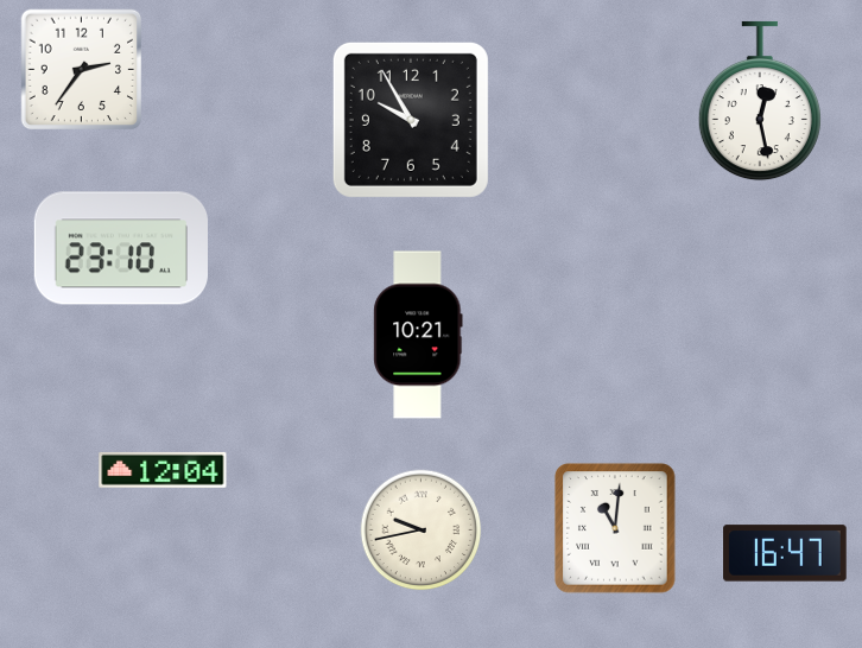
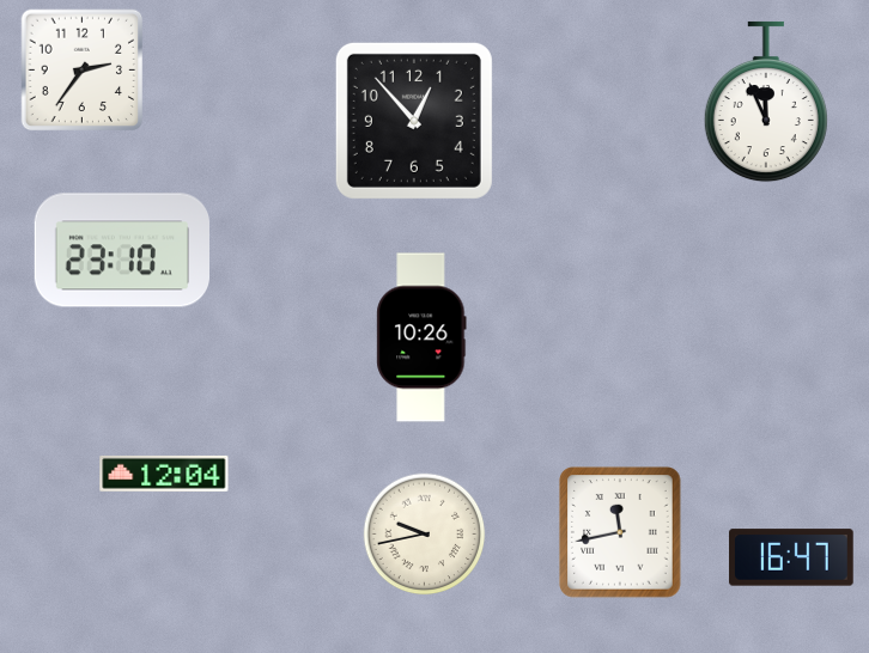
clock at (760, 101): 12:28 -> 11:56
clock at (411, 120): 9:55 -> 12:53
clock at (418, 335): 10:21 -> 10:26
clock at (615, 528): 11:01 -> 11:43
